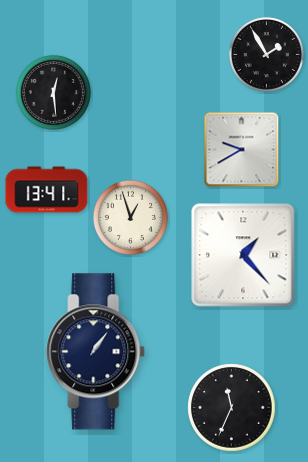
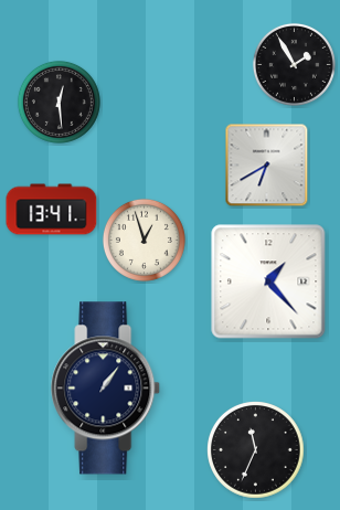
clock at (266, 54) position: (266, 54) -> (294, 64)
clock at (242, 150): 9:40 -> 6:40
